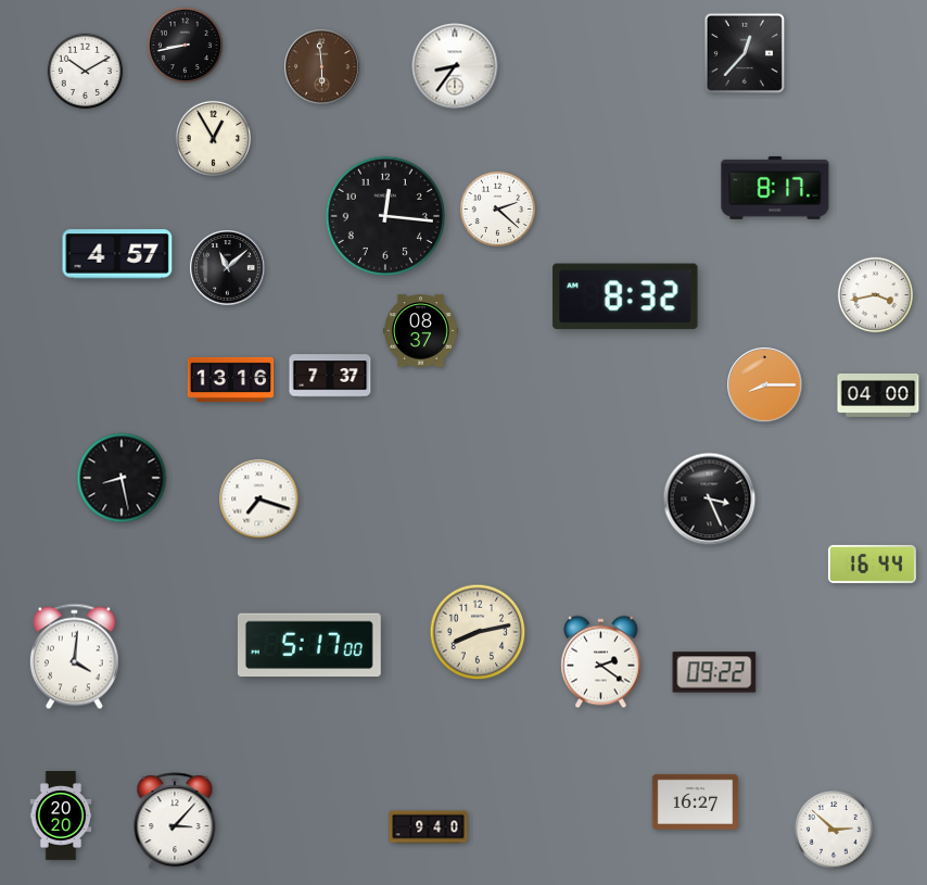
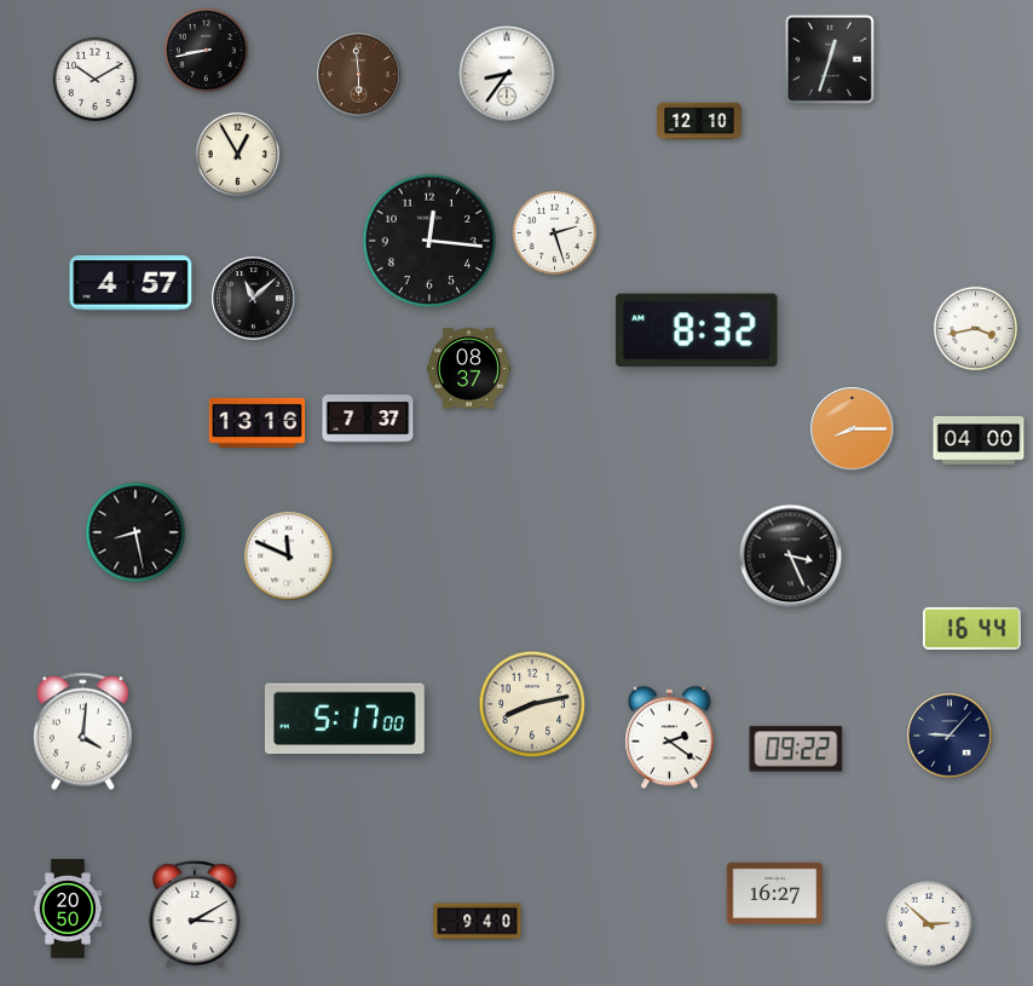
clock at (744, 52): 12:37 -> 12:33
clock at (699, 121): none -> 12:10
clock at (775, 188): 8:17 -> none
clock at (498, 210): 2:22 -> 2:27
clock at (259, 500): 7:18 -> 11:49
clock at (950, 736): none -> 9:07
clock at (61, 816): 20:20 -> 20:50
clock at (175, 822): 3:07 -> 3:10
